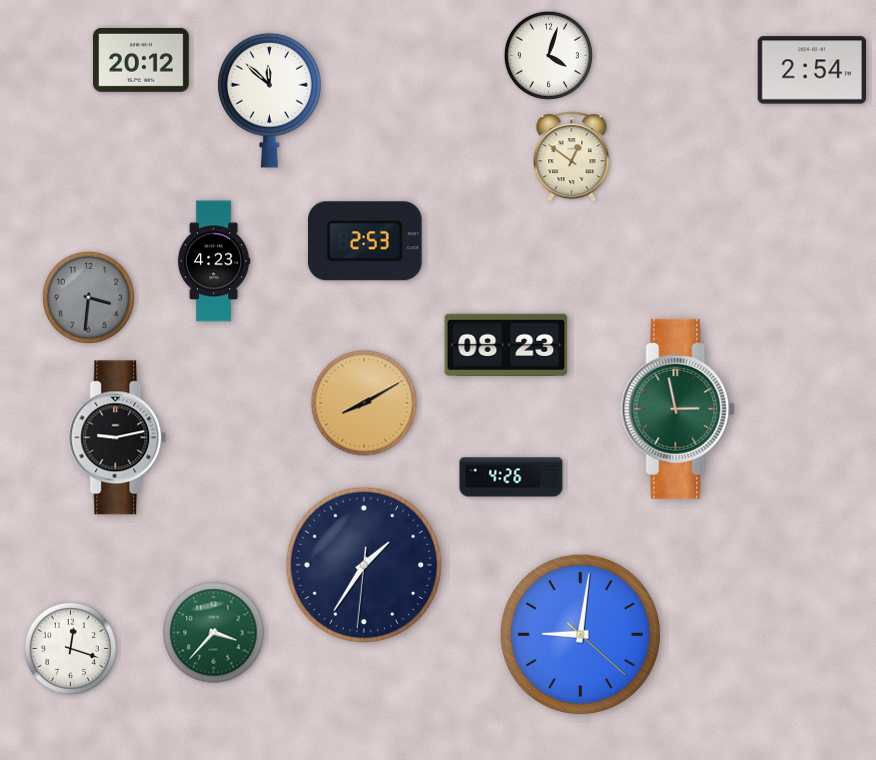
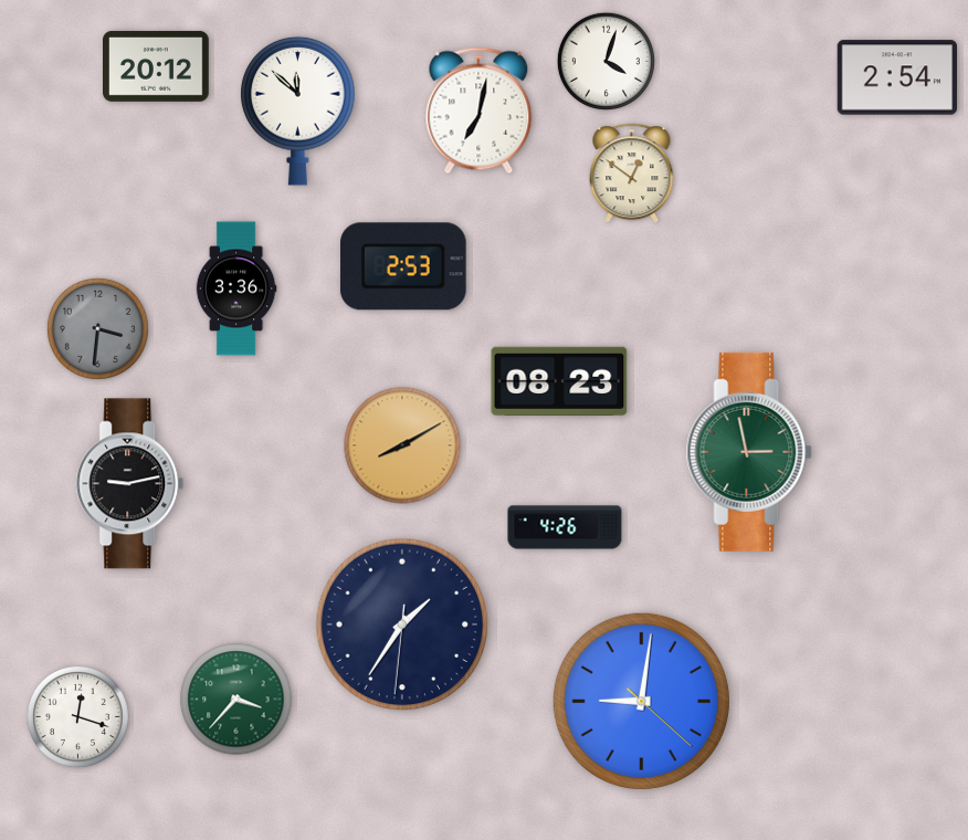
clock at (478, 111): none -> 7:02
clock at (214, 261): 4:23 -> 3:36
